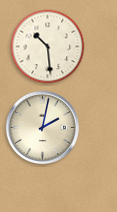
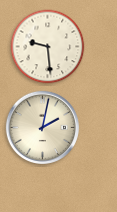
clock at (48, 47): 10:29 -> 9:29
